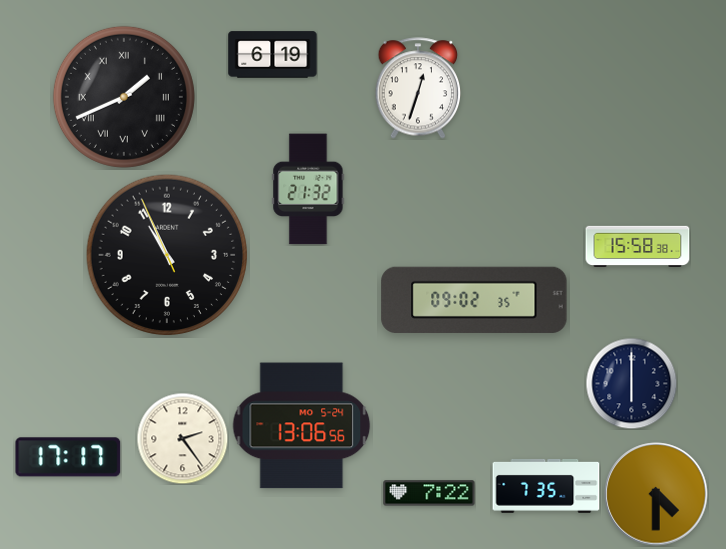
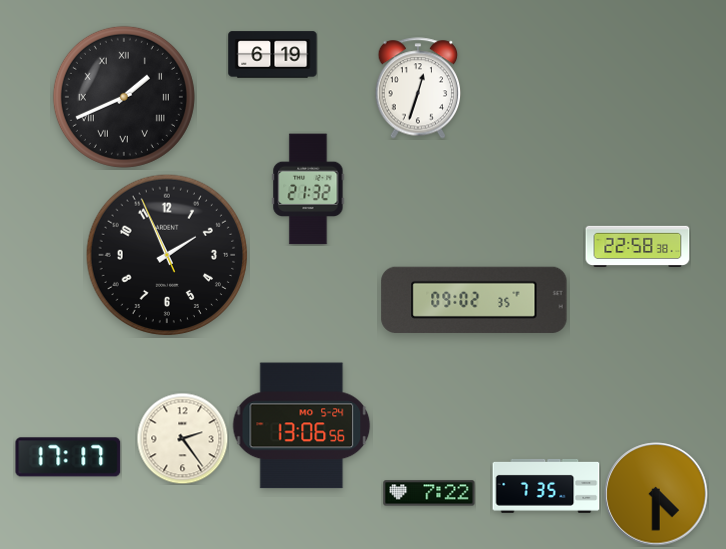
clock at (638, 247): 15:58 -> 22:58
clock at (167, 255): 10:55 -> 1:55
clock at (631, 383): 6:00 -> none
